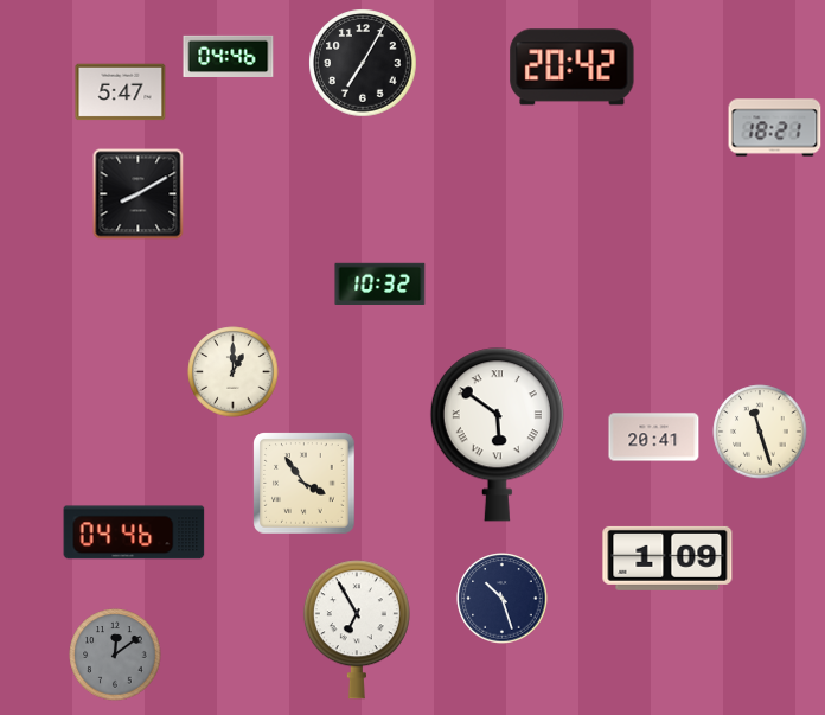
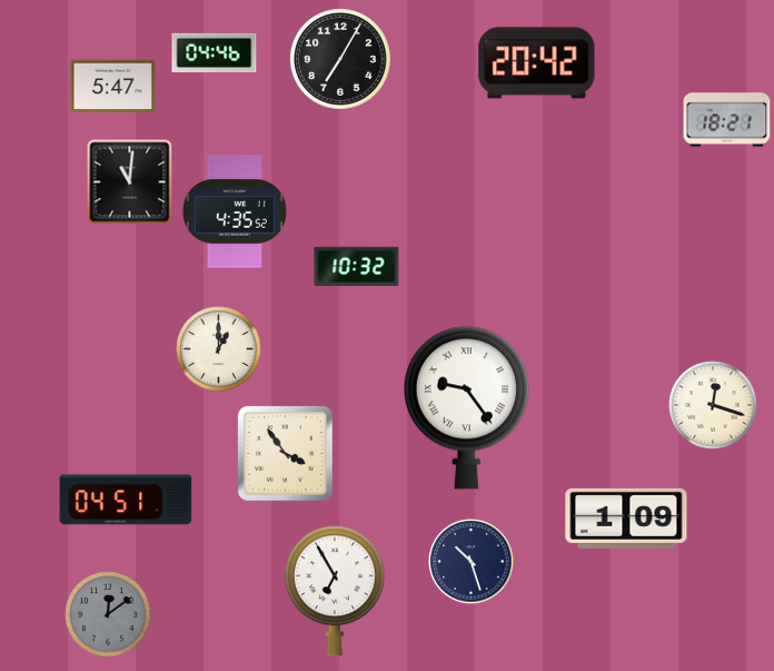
clock at (139, 194): 8:10 -> 11:01
clock at (235, 211): none -> 4:35
clock at (760, 432): 11:27 -> 12:18
clock at (497, 435): 5:51 -> 9:24
clock at (654, 438): 20:41 -> none
clock at (134, 532): 04:46 -> 04:51
clock at (667, 558) position: (667, 558) -> (626, 519)
